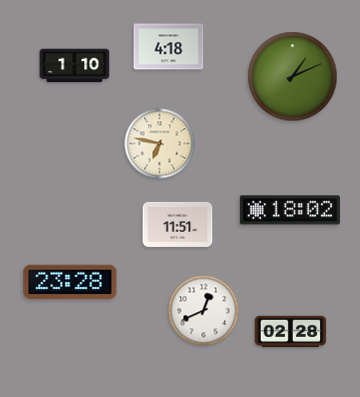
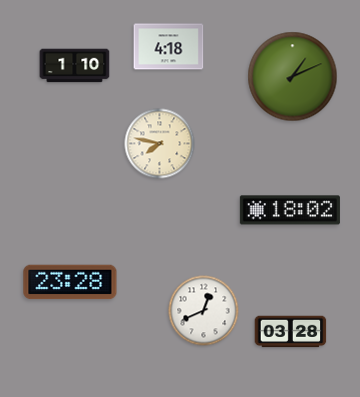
clock at (160, 144): 6:47 -> 7:47
clock at (178, 224): 11:51 -> none
clock at (291, 332): 02:28 -> 03:28
